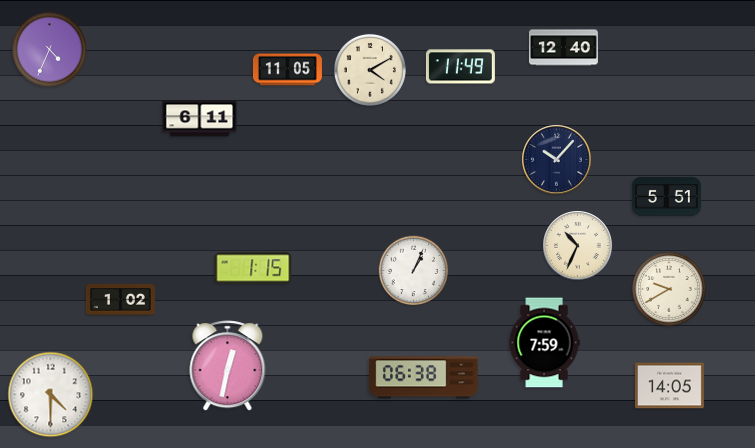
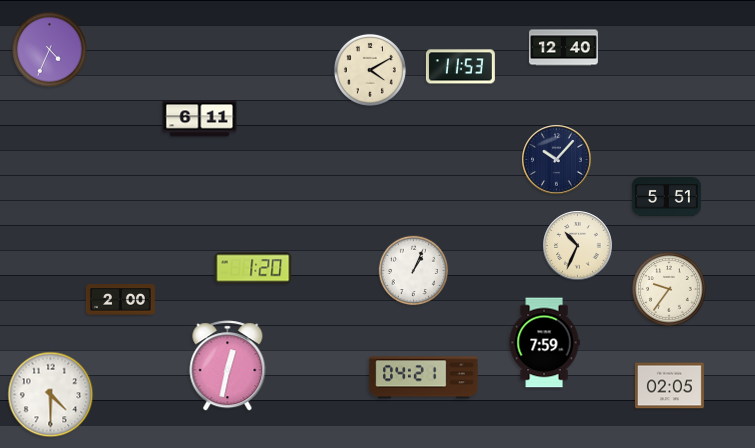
clock at (460, 67): 11:49 -> 11:53
clock at (287, 70): 11:05 -> none
clock at (253, 268): 1:15 -> 1:20
clock at (669, 289): 9:40 -> 9:36
clock at (120, 300): 1:02 -> 2:00
clock at (424, 378): 06:38 -> 04:21
clock at (669, 386): 14:05 -> 02:05
